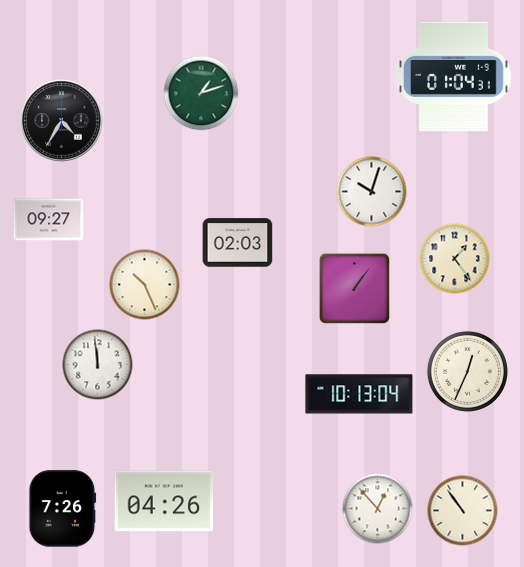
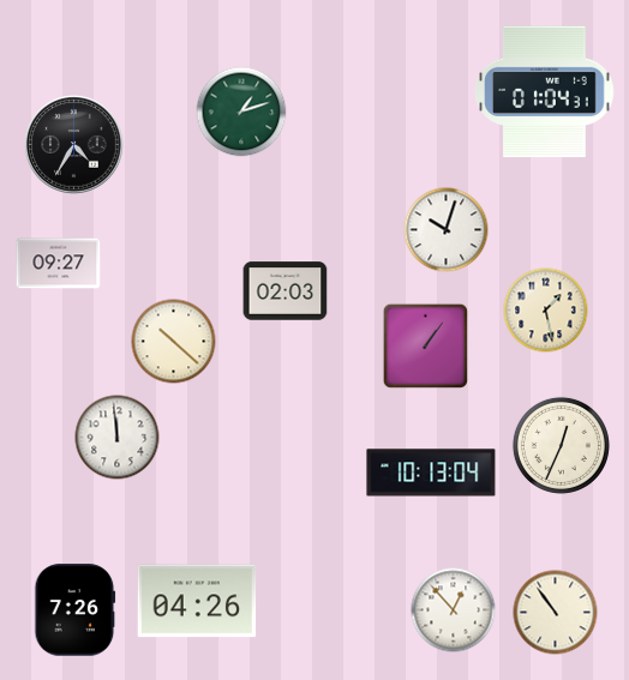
clock at (455, 259): 1:24 -> 1:28
clock at (145, 285): 10:26 -> 10:22
